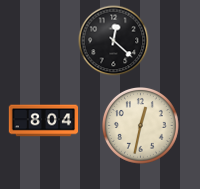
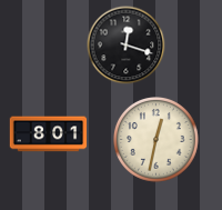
clock at (114, 41): 12:22 -> 12:18
clock at (44, 121): 8:04 -> 8:01
